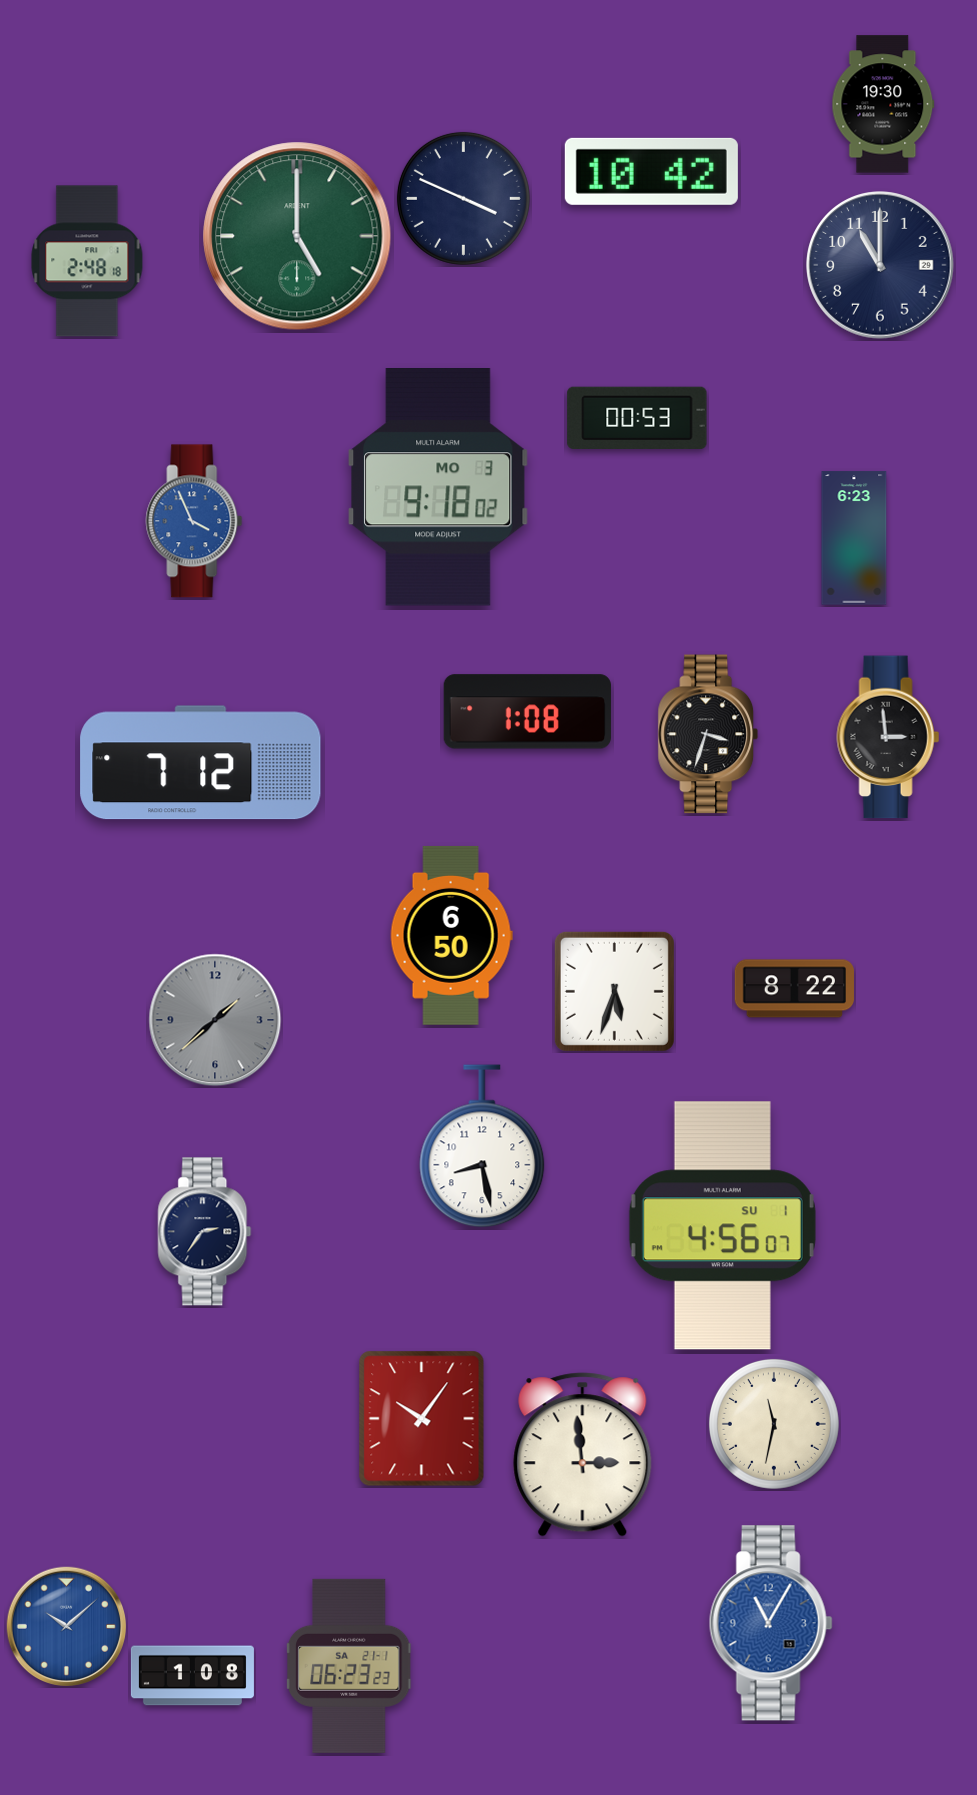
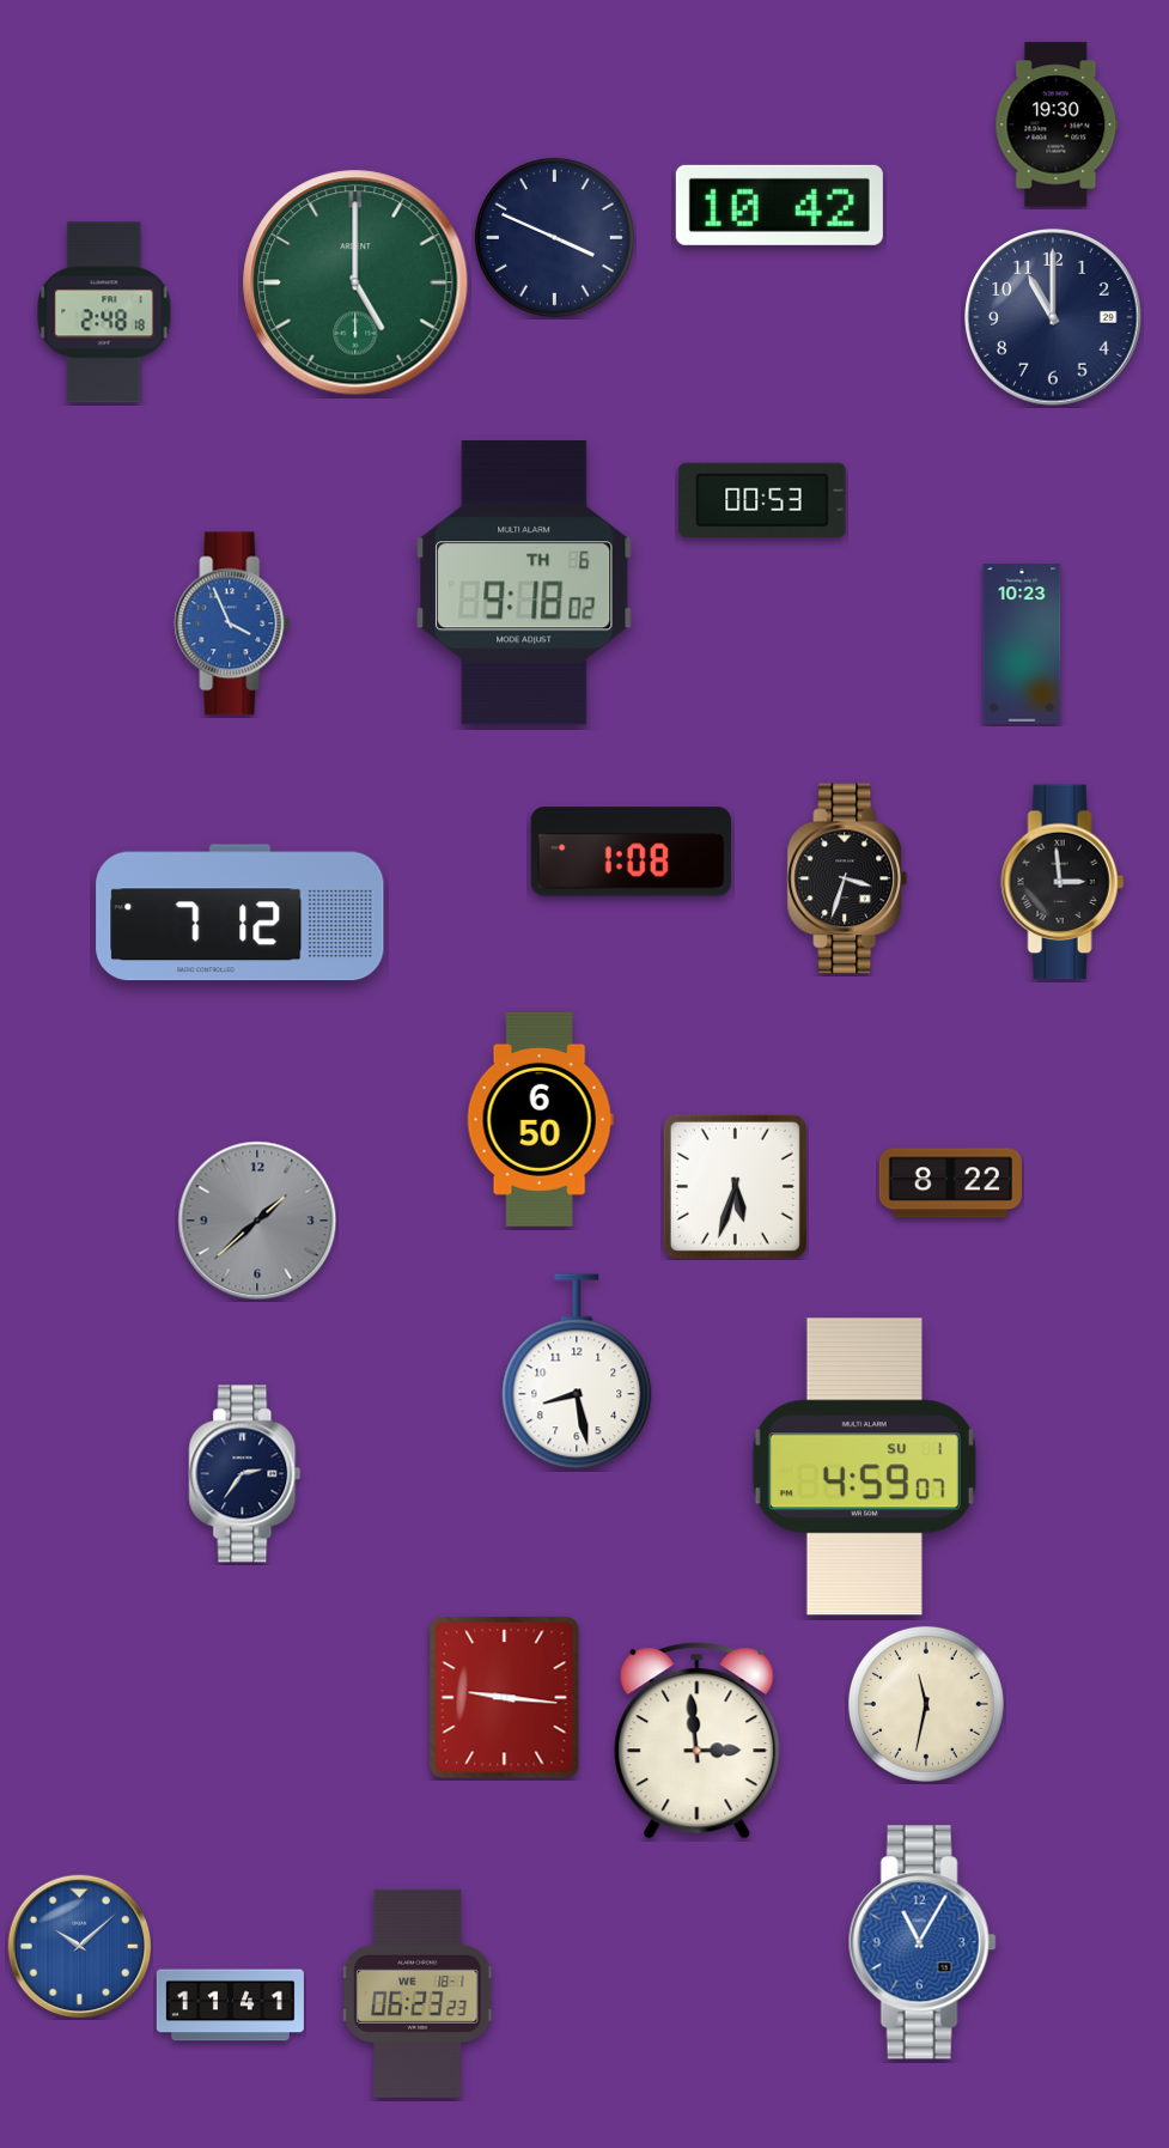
clock at (438, 488) date: MO 3 -> TH 6
clock at (854, 538): 6:23 -> 10:23
clock at (722, 1226): 4:56 -> 4:59
clock at (422, 1419): 10:06 -> 9:16
clock at (349, 1666) date: SA 21-1 -> WE 18-1
clock at (192, 1676): 1:08 -> 11:41
